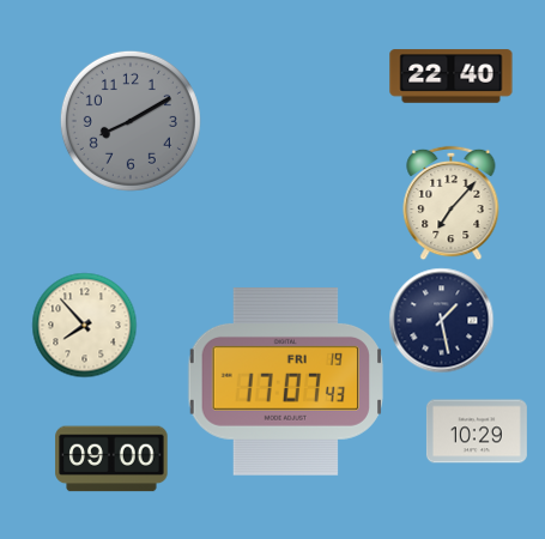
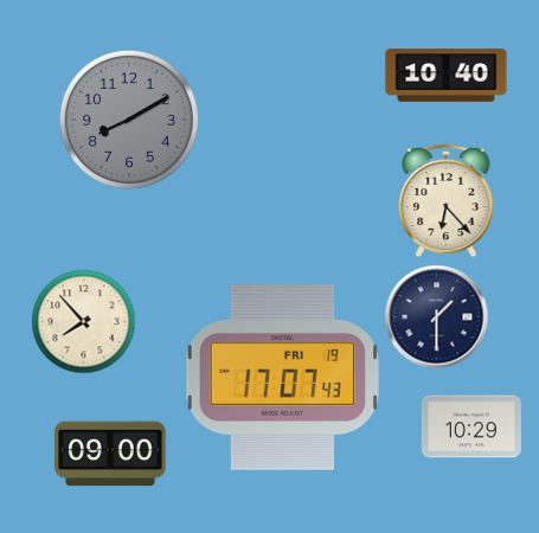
clock at (452, 77): 22:40 -> 10:40
clock at (452, 202): 7:07 -> 6:23
clock at (441, 320): 1:28 -> 1:30
